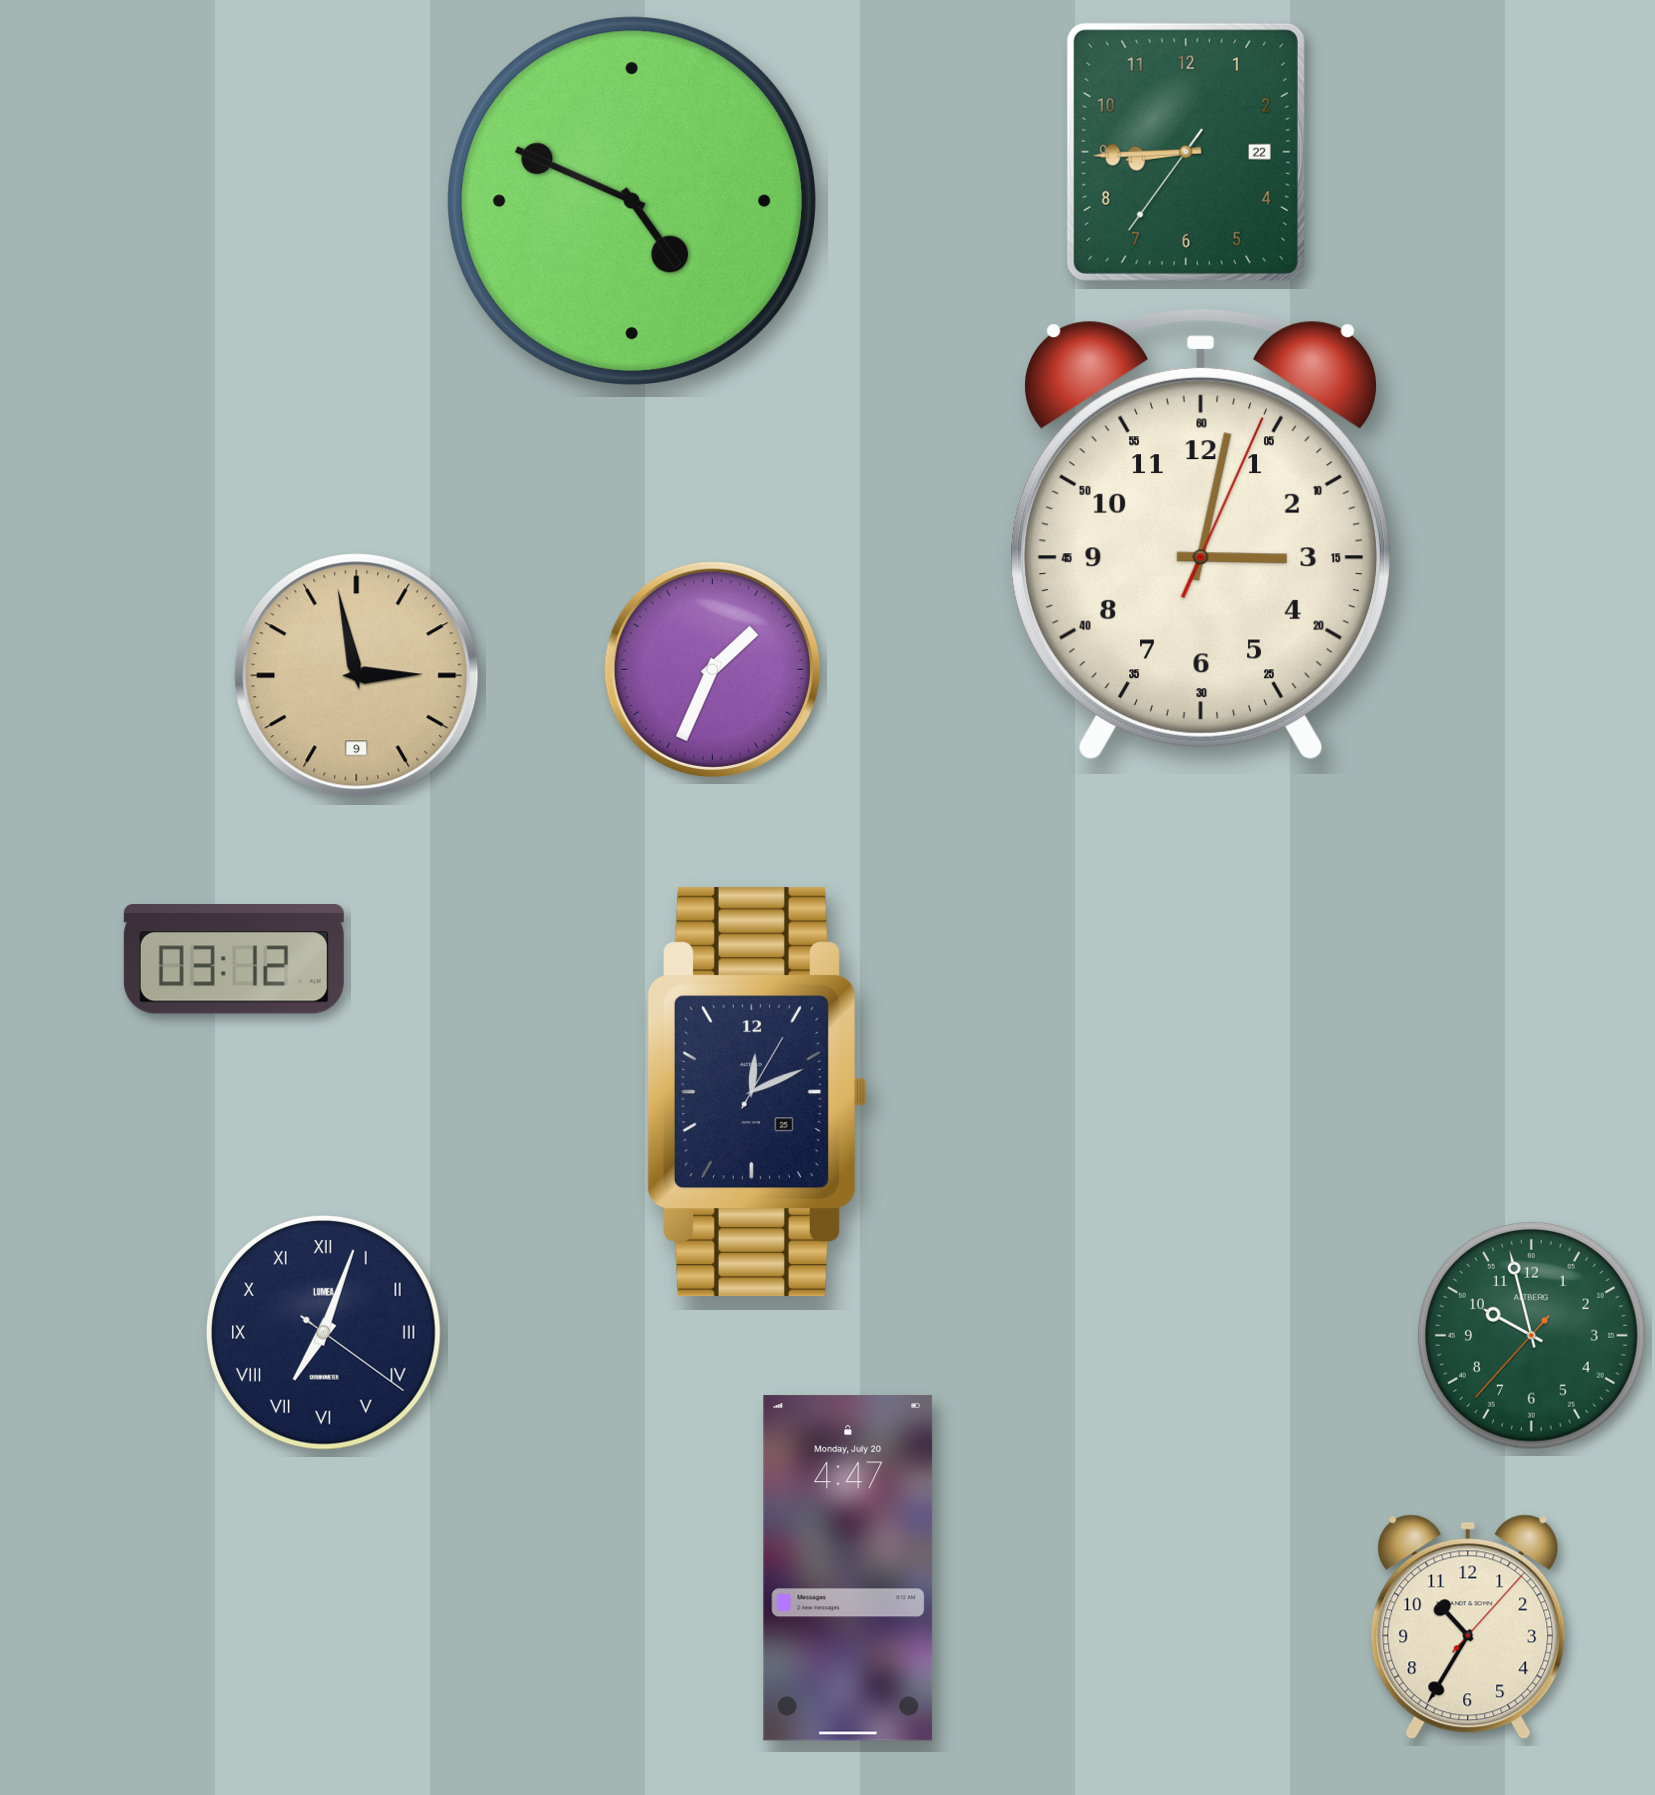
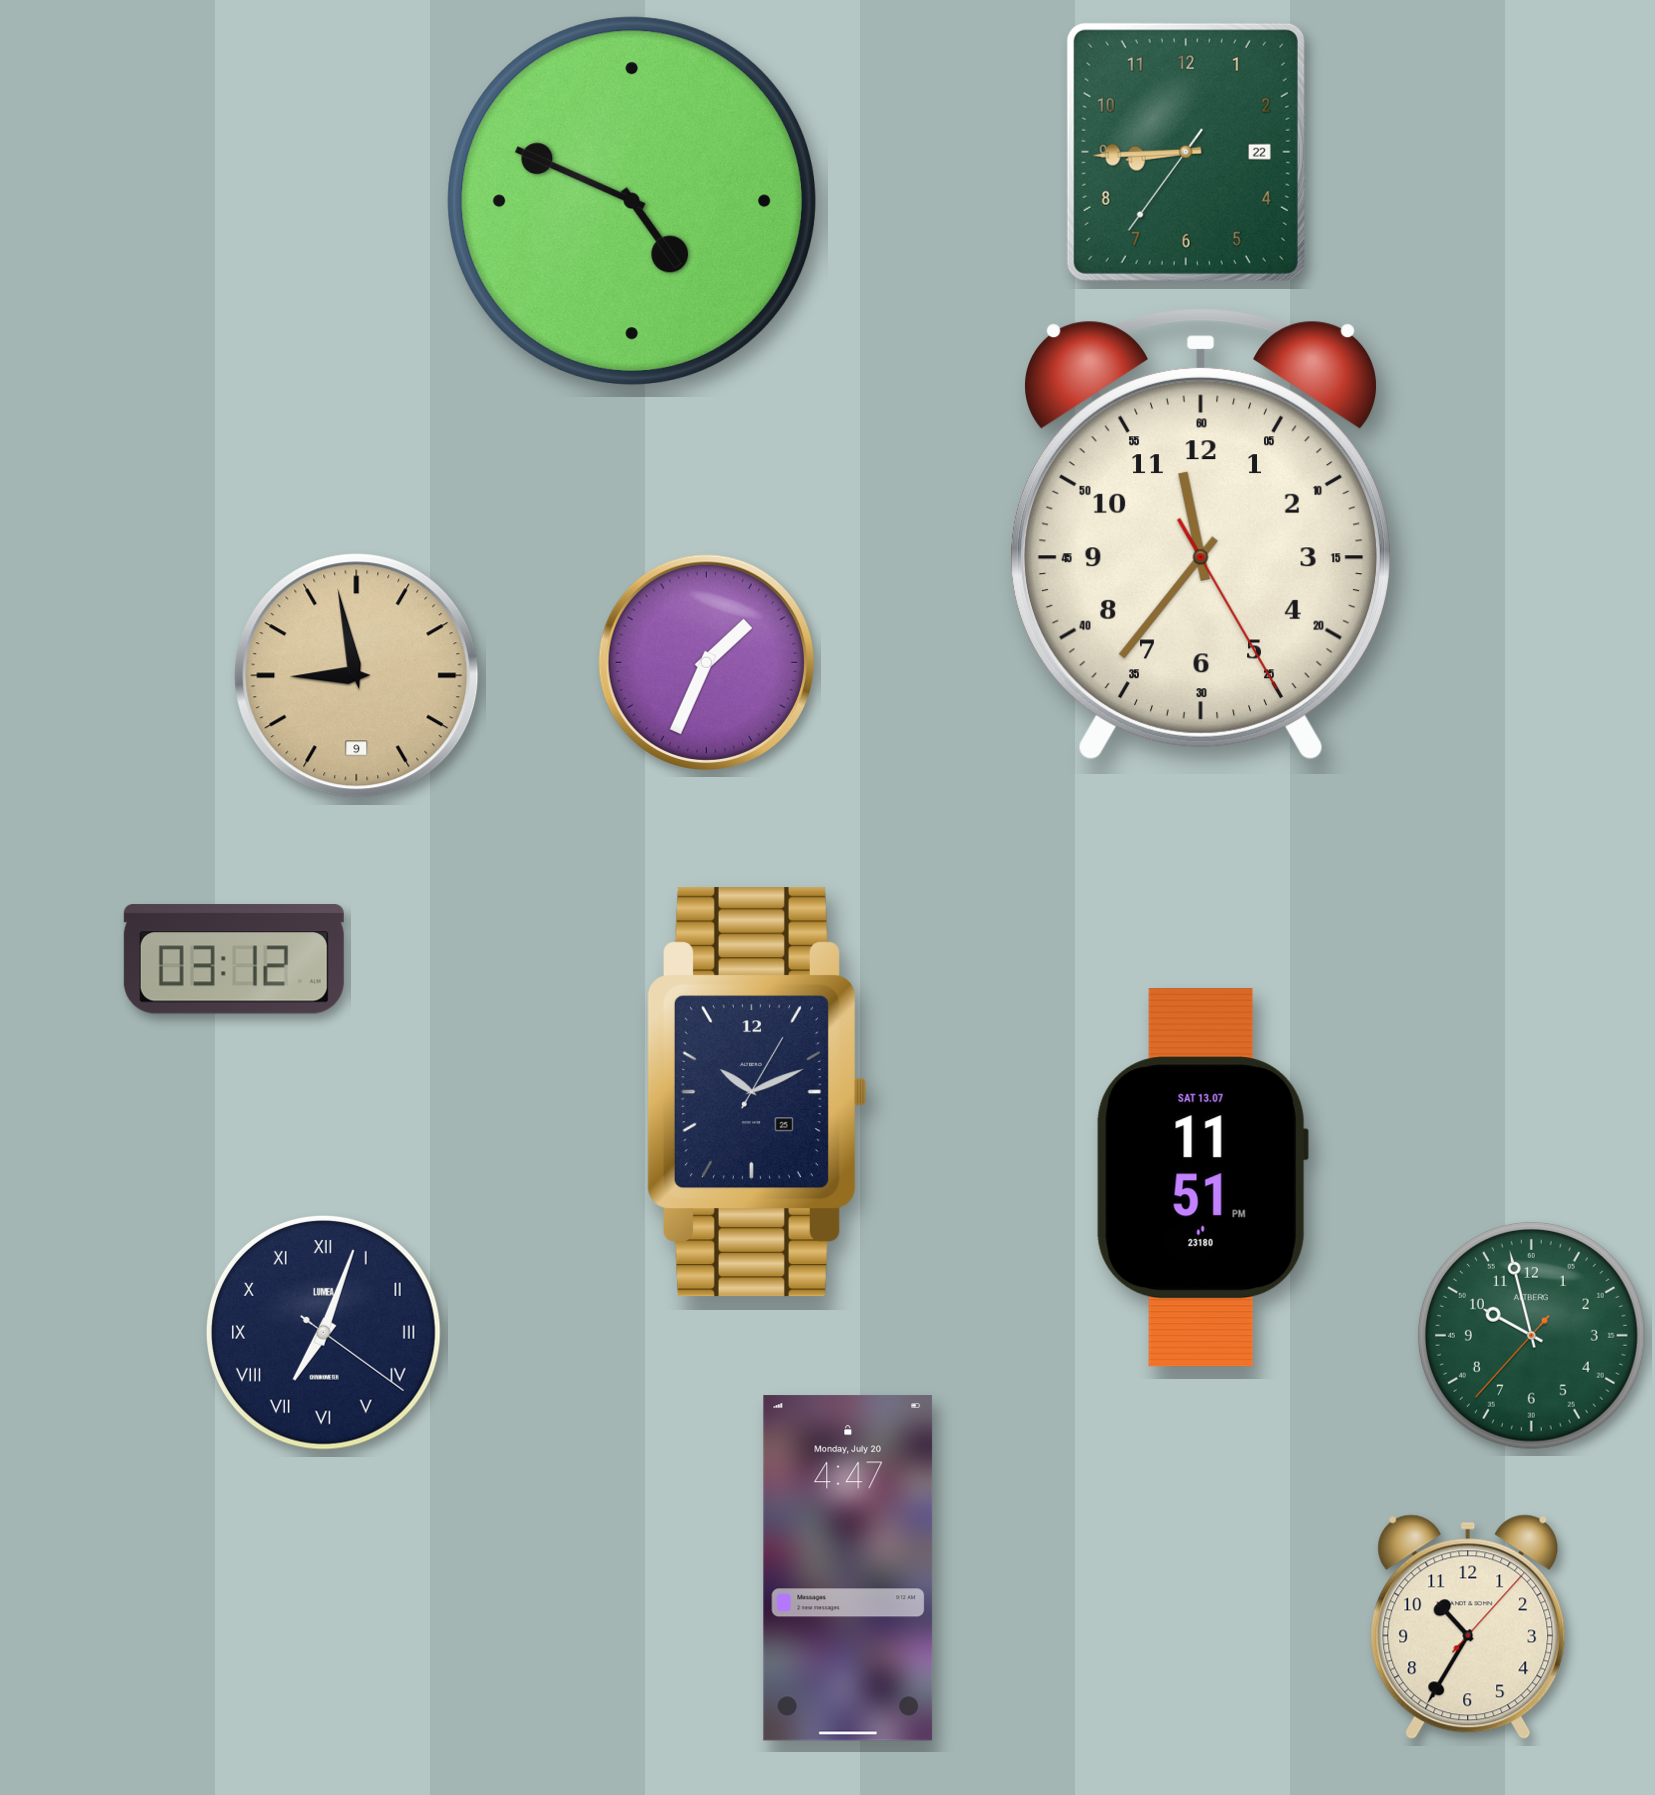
clock at (1201, 535): 3:02 -> 11:36
clock at (712, 669) position: (712, 669) -> (706, 662)
clock at (357, 676): 2:58 -> 8:58
clock at (756, 1092): 12:11 -> 10:11
clock at (1202, 1178): none -> 11:51
